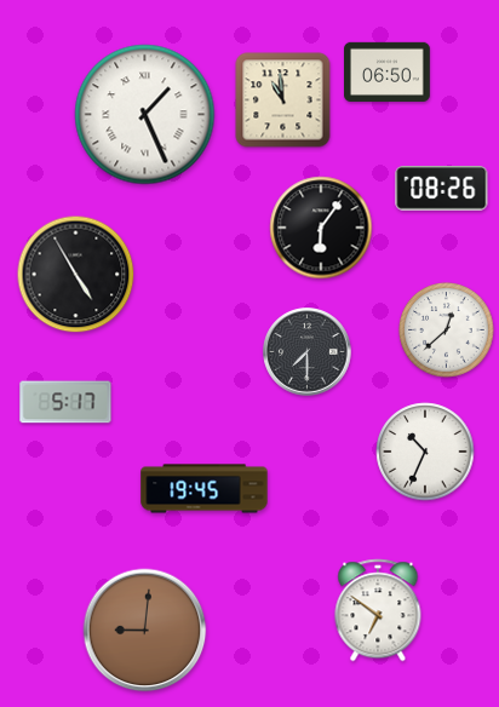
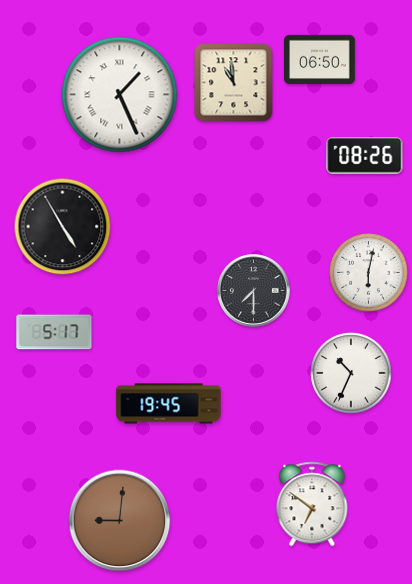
clock at (321, 228): 6:06 -> none
clock at (447, 330): 12:38 -> 6:02
